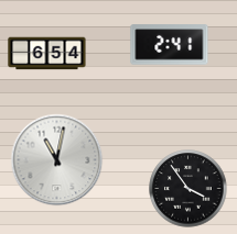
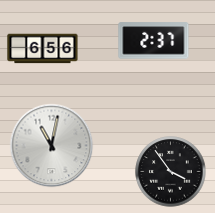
clock at (170, 45): 2:41 -> 2:37
clock at (47, 54): 6:54 -> 6:56
